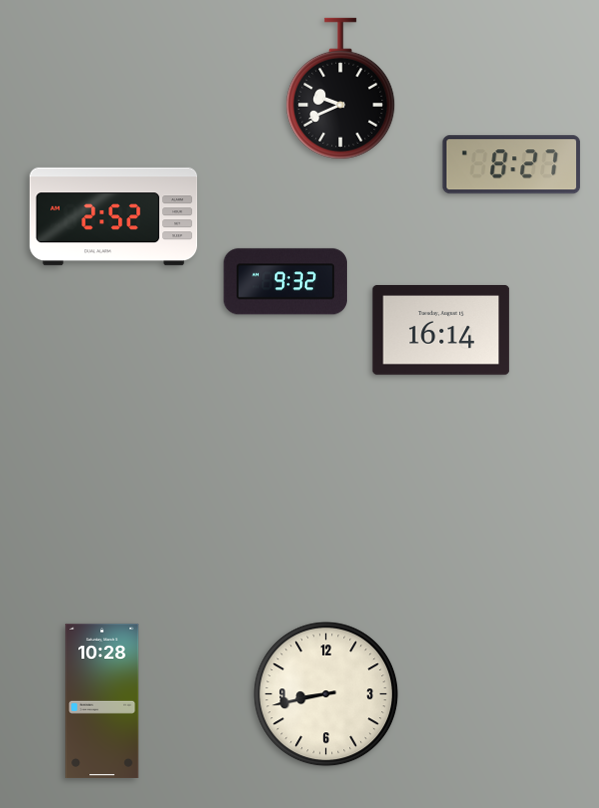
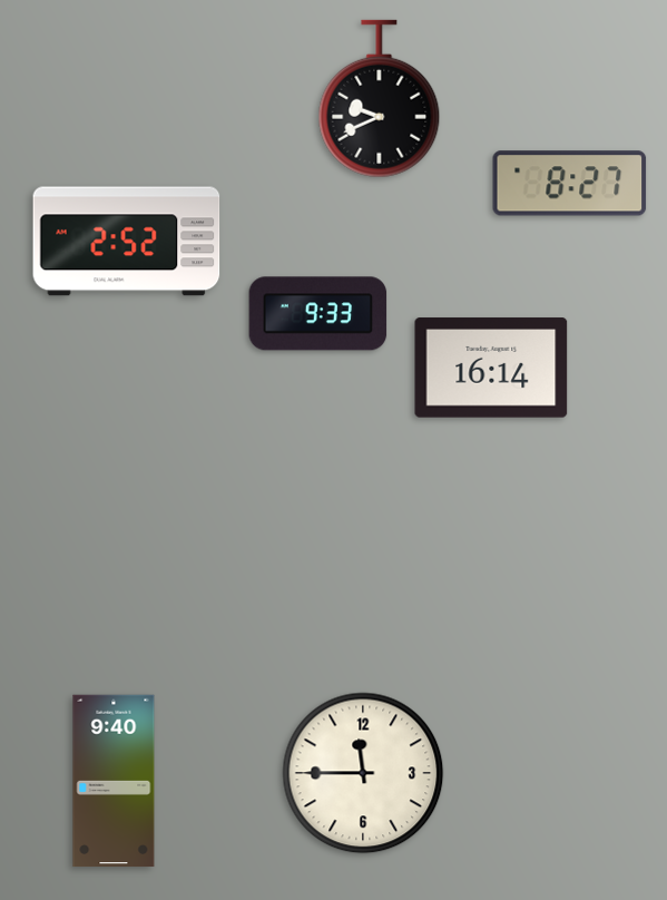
clock at (286, 282): 9:32 -> 9:33
clock at (326, 694): 8:43 -> 11:45
clock at (102, 701): 10:28 -> 9:40
